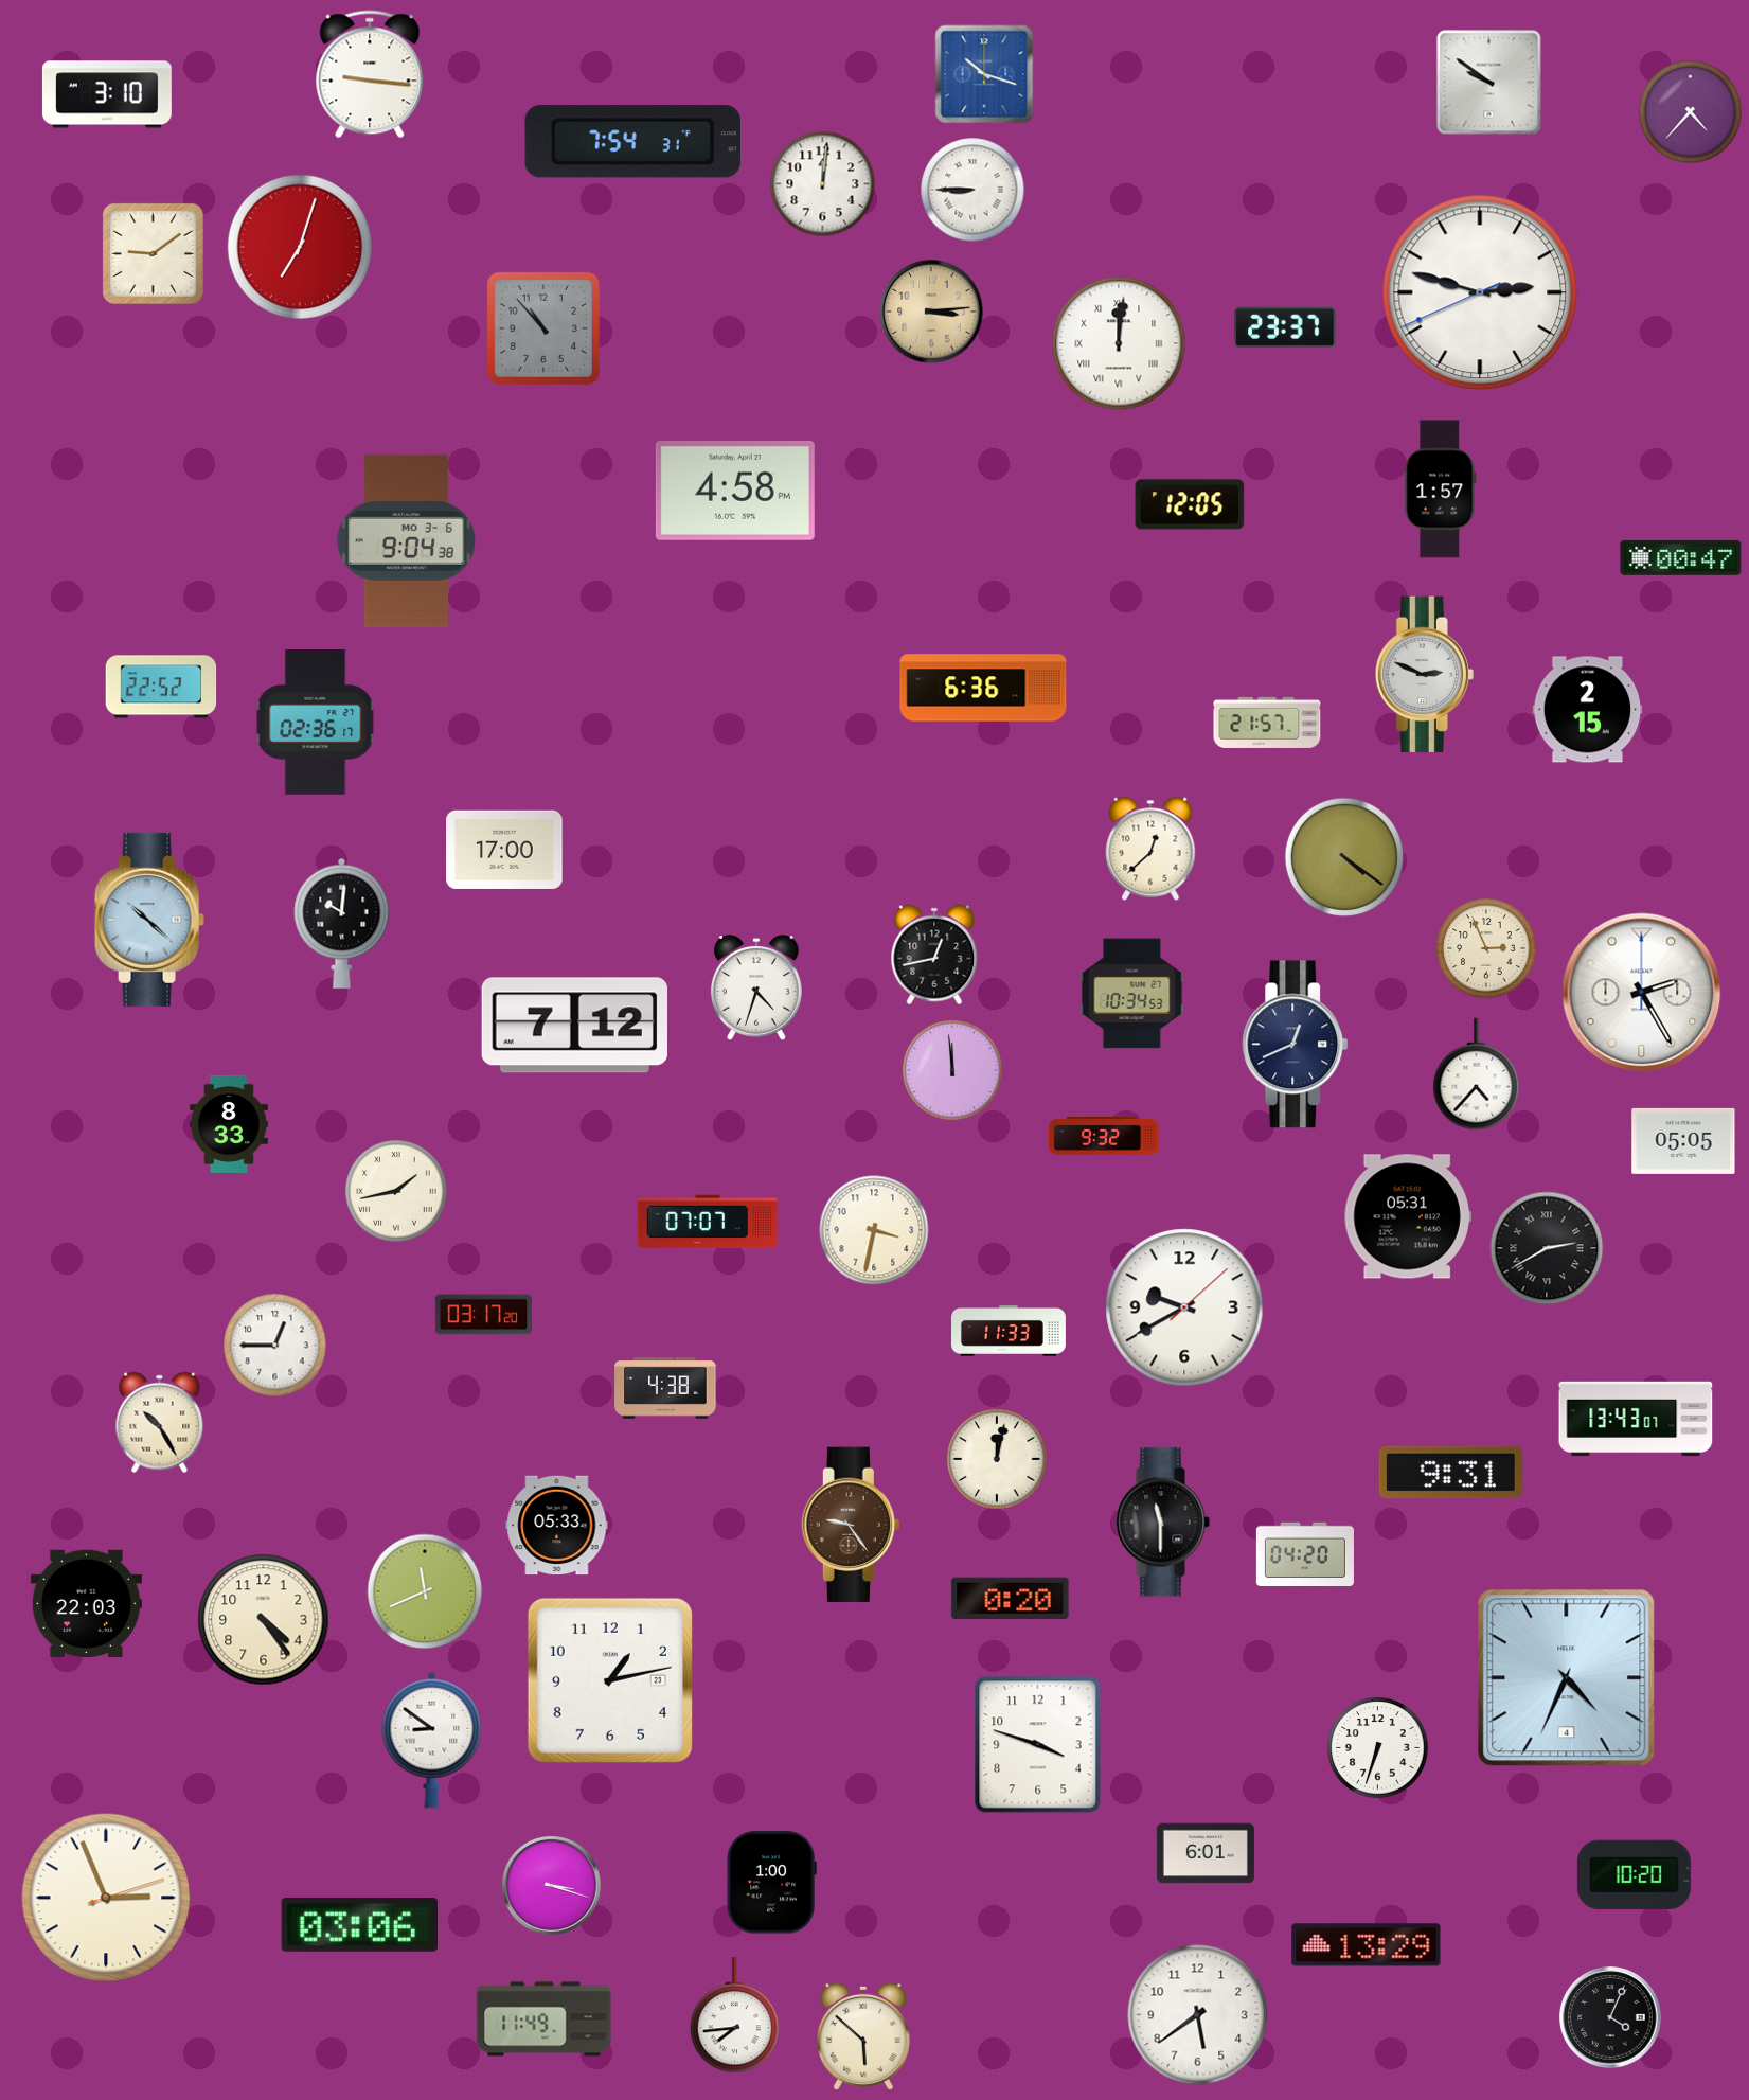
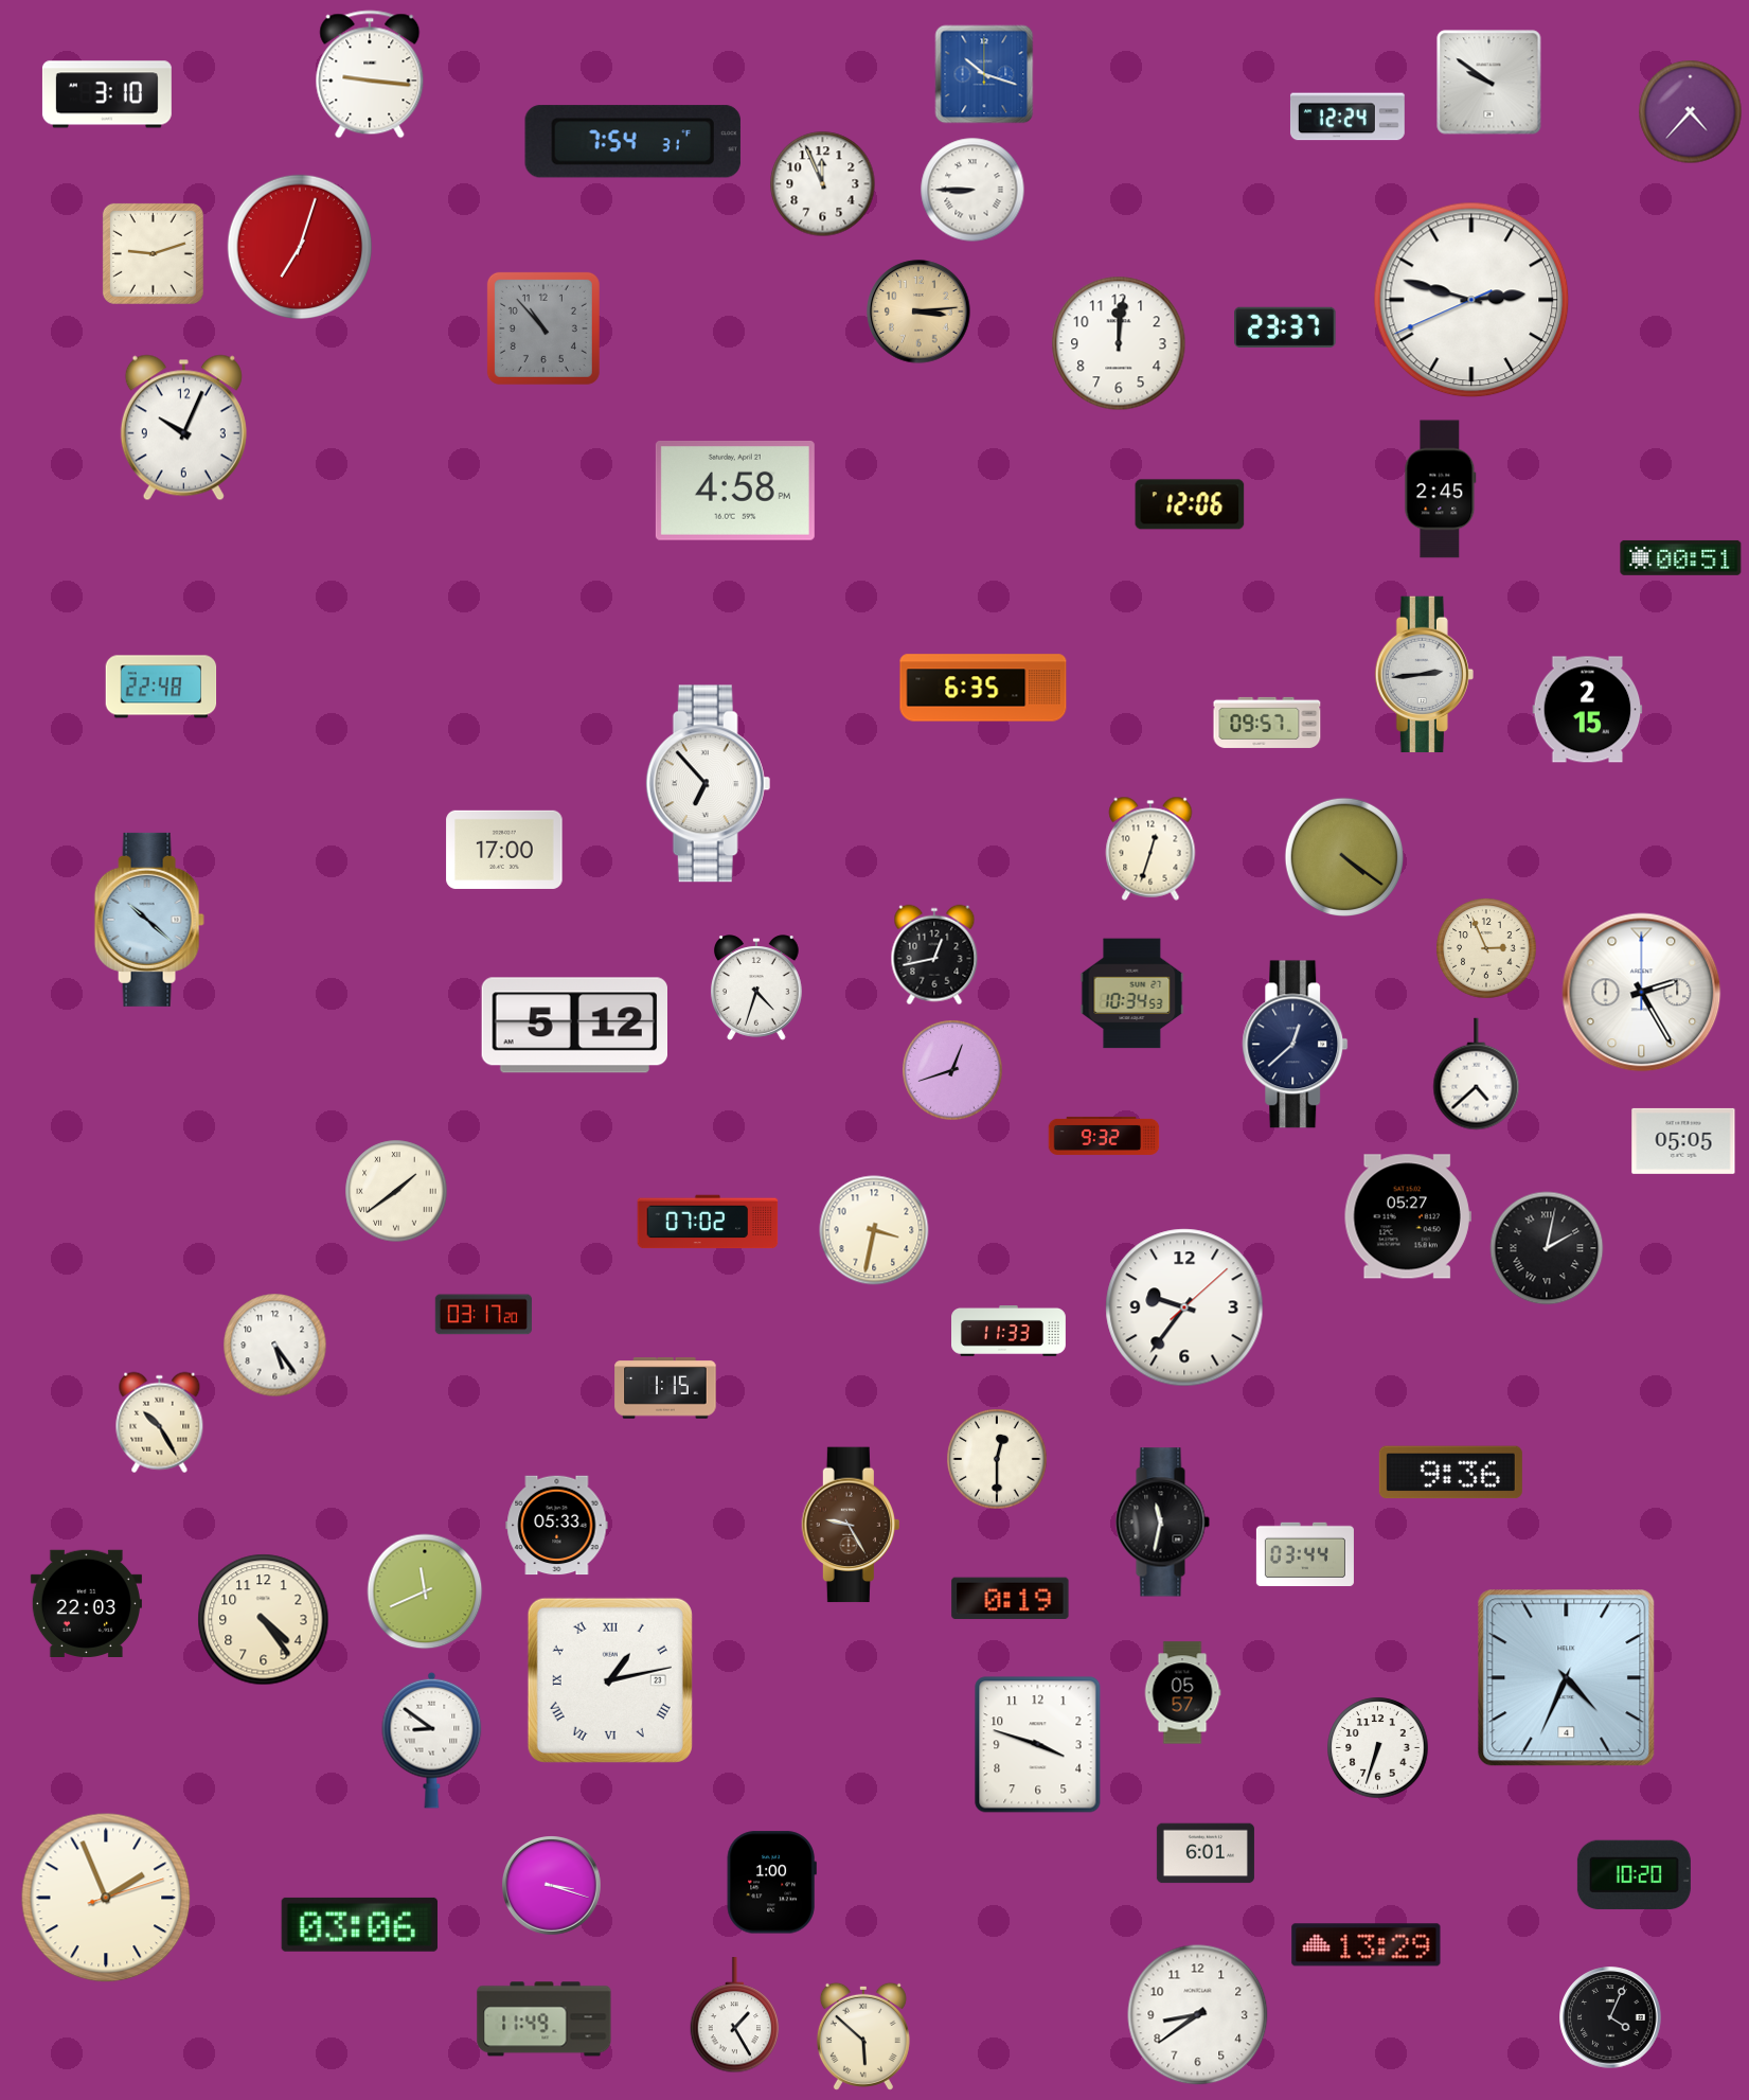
clock at (1348, 117): none -> 12:24
clock at (823, 184): 12:01 -> 11:56
clock at (153, 253): 9:09 -> 9:12
clock at (1480, 292) position: (1480, 292) -> (1471, 300)
clock at (931, 312) position: (931, 312) -> (918, 312)
clock at (1119, 343) numerals: Roman -> Arabic
clock at (183, 428): none -> 10:04
clock at (1441, 490): 1:57 -> 2:45
clock at (1190, 504): 12:05 -> 12:06
clock at (406, 540): 9:04 -> none
clock at (1681, 557): 00:47 -> 00:51
clock at (1424, 674): 2:49 -> 2:44
clock at (161, 687): 22:52 -> 22:48
clock at (983, 688): 6:36 -> 6:35
clock at (316, 723): 02:36 -> none
clock at (1267, 723): 21:57 -> 09:57
clock at (709, 784): none -> 6:53
clock at (1150, 849): 12:38 -> 12:33
clock at (342, 923): 10:01 -> none
clock at (574, 1026): 7:12 -> 5:12
clock at (1296, 1045): 12:41 -> 12:38
clock at (952, 1070): 11:59 -> 12:42
clock at (1477, 1074): 4:37 -> 4:38
clock at (229, 1124): 8:33 -> none
clock at (396, 1191): 1:43 -> 1:39
clock at (1408, 1216): 05:31 -> 05:27
clock at (708, 1222): 07:07 -> 07:02
clock at (1547, 1248): 2:40 -> 2:02
clock at (1184, 1307): 9:40 -> 9:36
clock at (275, 1346): 12:45 -> 5:24
clock at (665, 1388): 4:38 -> 1:15
clock at (1636, 1419): 13:43 -> none
clock at (997, 1459): 12:02 -> 12:30
clock at (1450, 1473): 9:31 -> 9:36
clock at (1162, 1523): 11:30 -> 11:32
clock at (850, 1525): 9:24 -> 9:25
clock at (1305, 1554): 04:20 -> 03:44
clock at (1011, 1599): 0:20 -> 0:19
clock at (610, 1680) numerals: Arabic -> Roman
clock at (1182, 1693): none -> 05:57
clock at (106, 1898): 2:56 -> 1:56
clock at (735, 2015): 7:44 -> 1:25
clock at (1198, 2015): 5:39 -> 8:39
